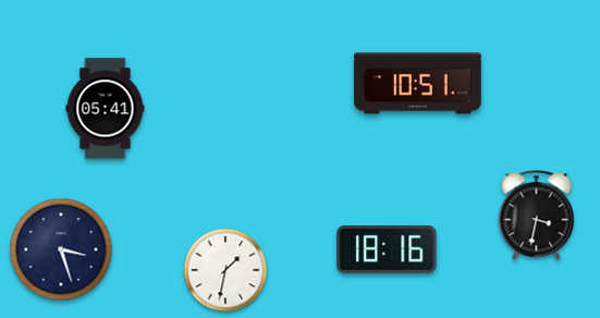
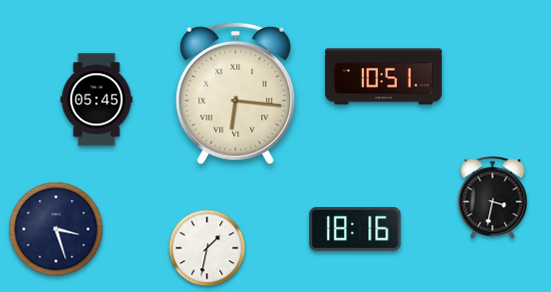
clock at (236, 93): none -> 6:16
clock at (106, 109): 05:41 -> 05:45
